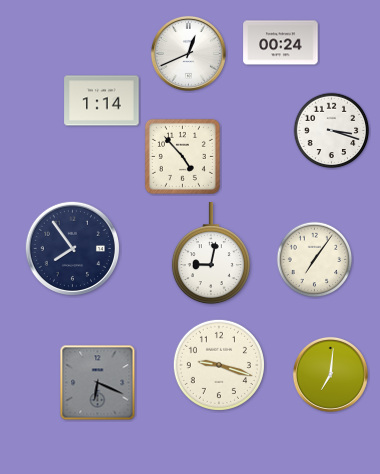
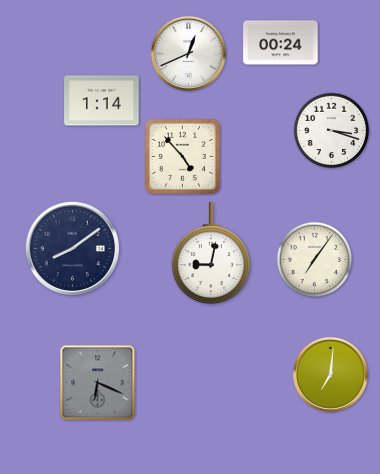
clock at (72, 248): 7:54 -> 8:09
clock at (219, 365): 9:18 -> none
